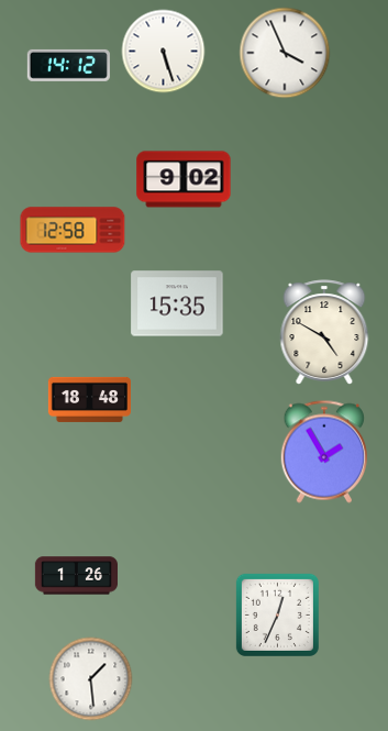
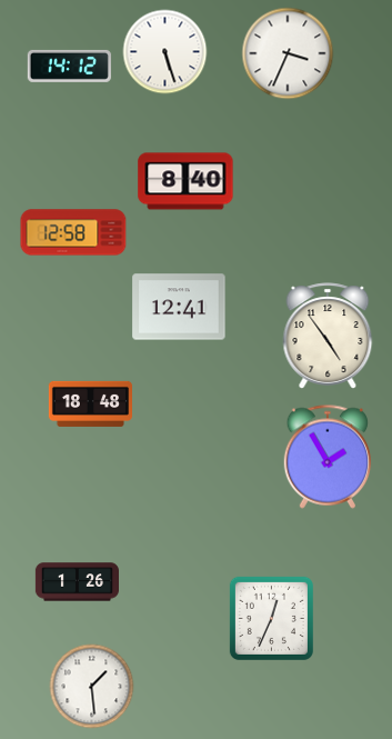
clock at (285, 53): 3:56 -> 3:34
clock at (184, 179): 9:02 -> 8:40
clock at (177, 303): 15:35 -> 12:41
clock at (324, 332): 4:50 -> 4:54
clock at (277, 614) position: (277, 614) -> (271, 618)
